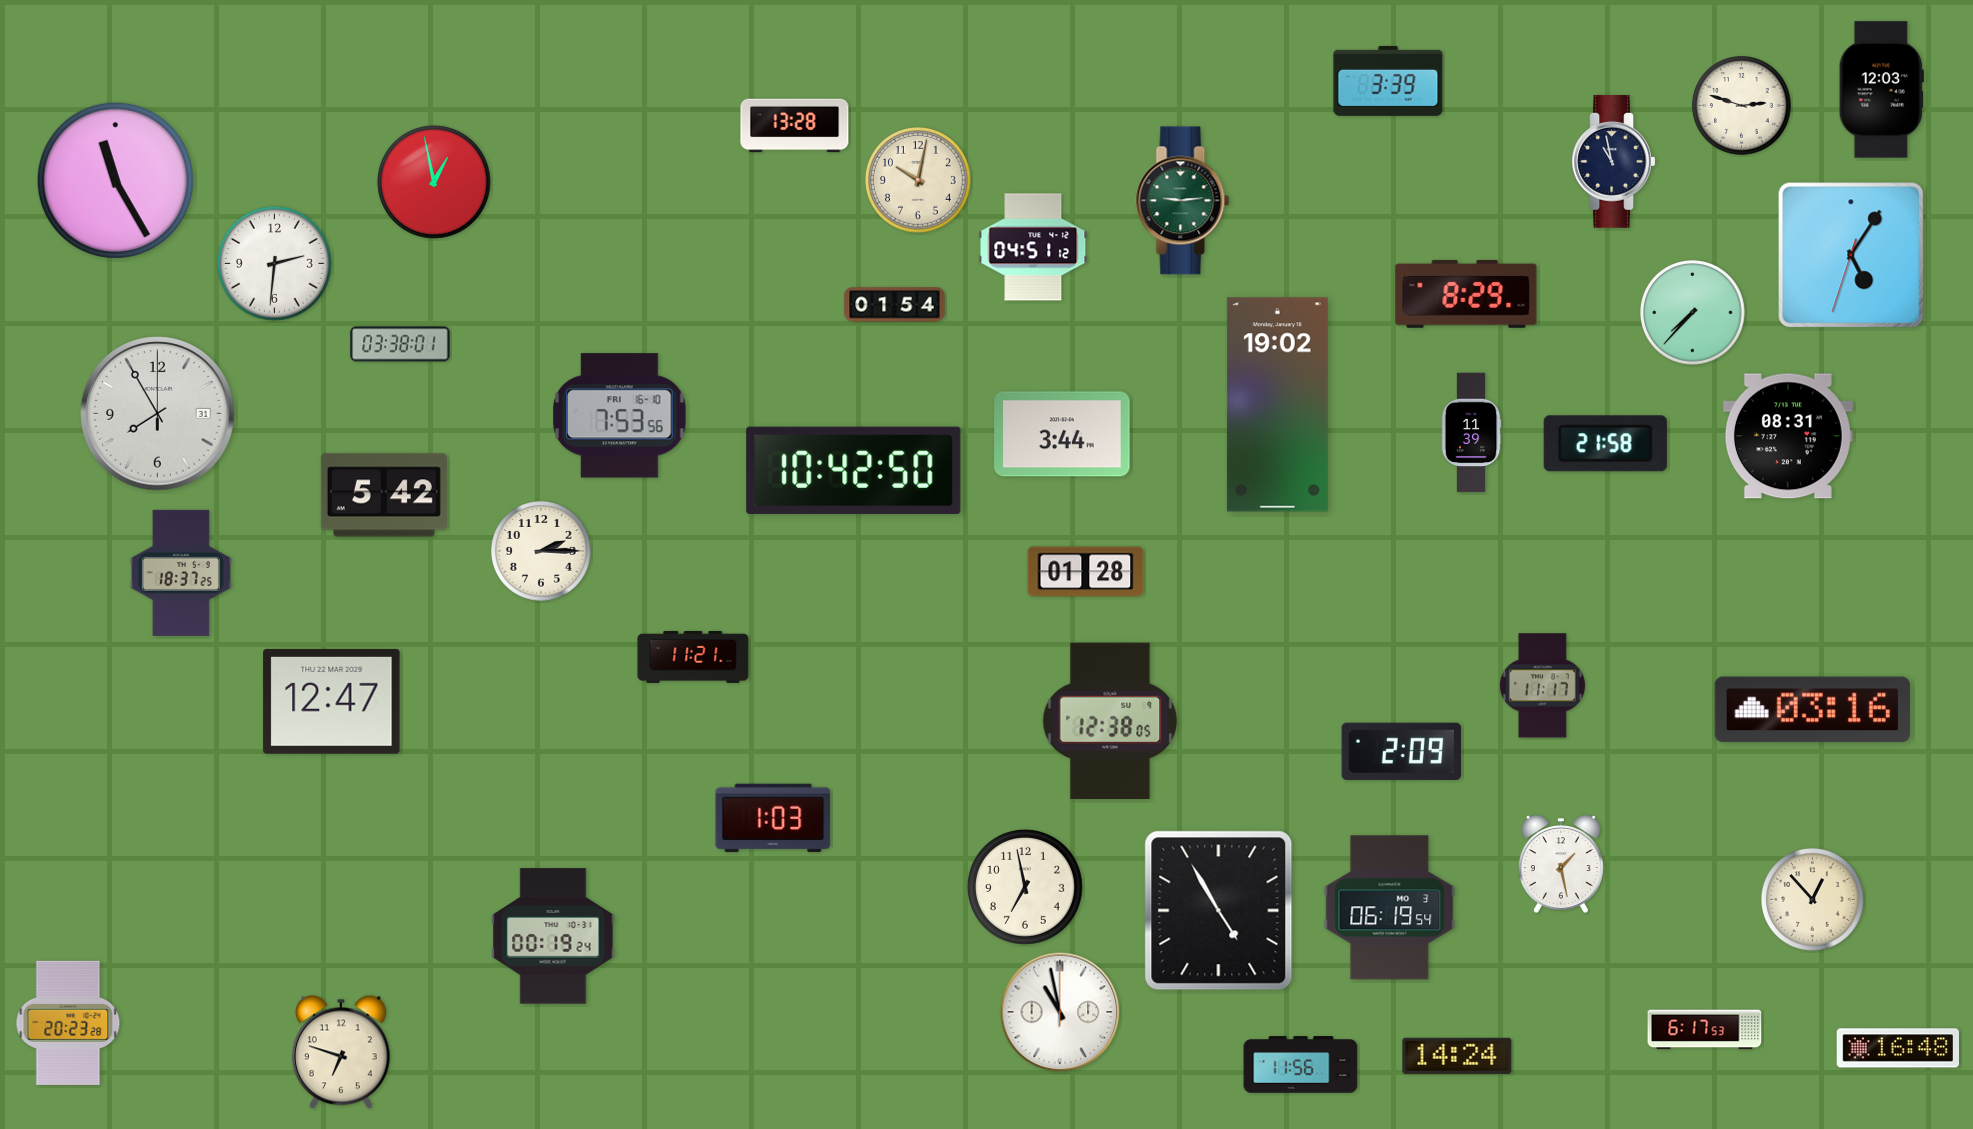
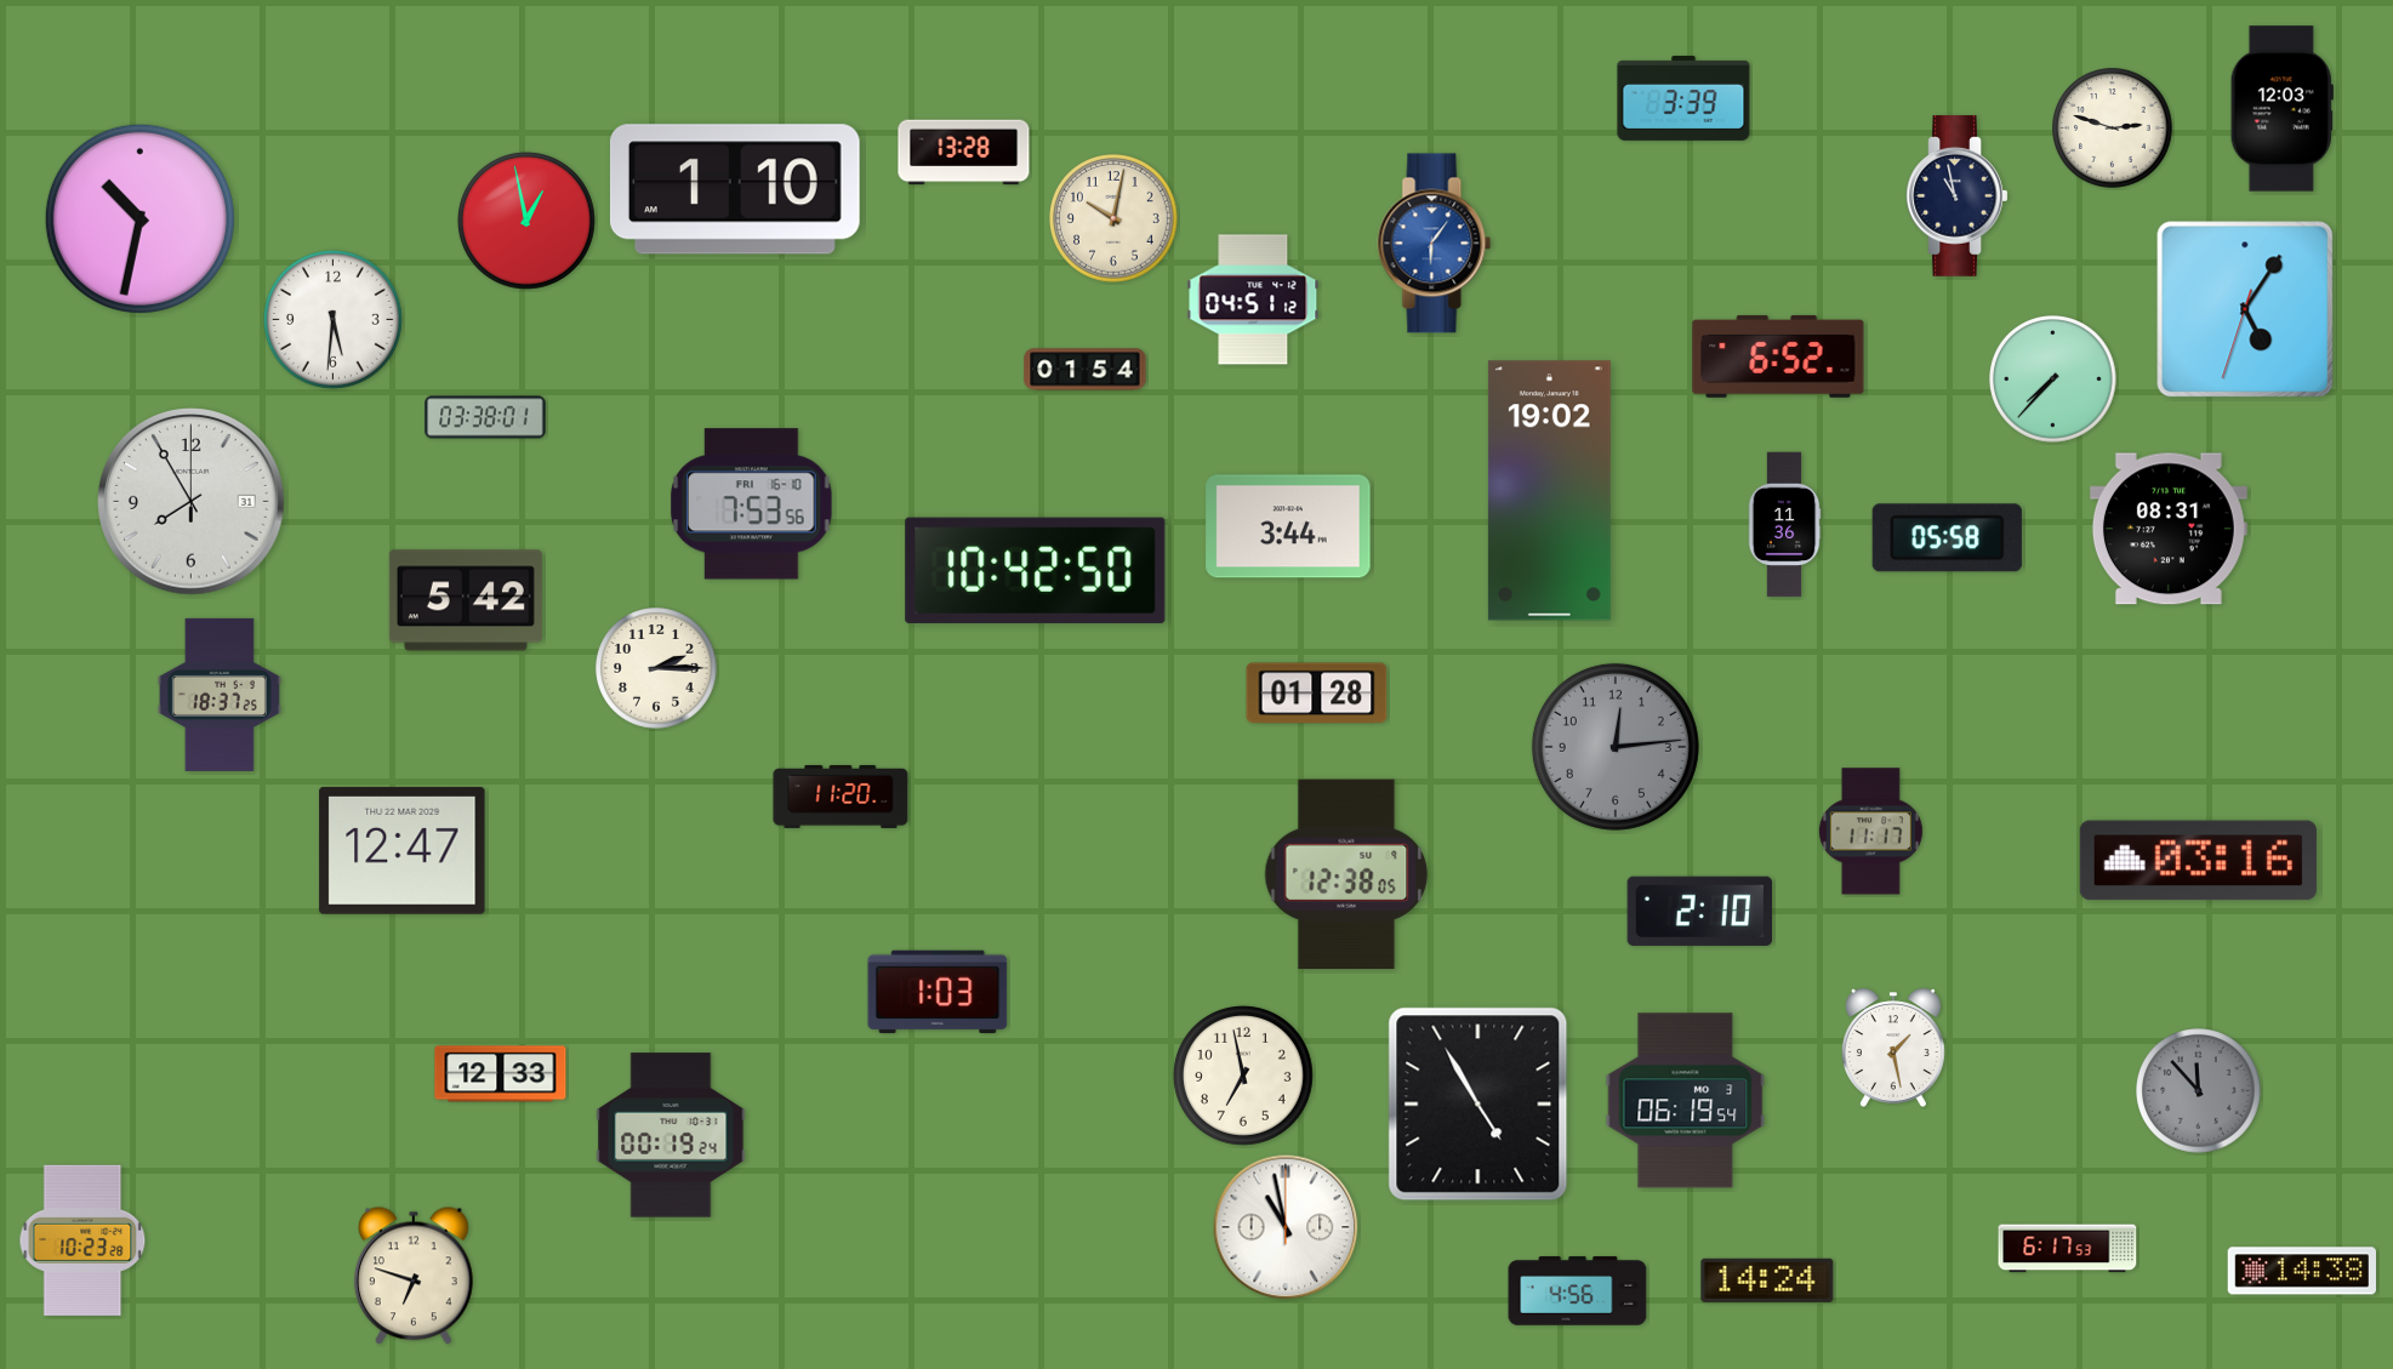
clock at (735, 189): none -> 1:10
clock at (115, 180): 11:25 -> 10:32
clock at (1183, 201): 9:14 -> 6:06
clock at (1183, 201) dial: green -> blue
clock at (274, 263): 2:31 -> 5:31
clock at (1466, 294): 8:29 -> 6:52
clock at (1471, 433): 11:39 -> 11:36
clock at (1605, 444): 21:58 -> 05:58
clock at (1616, 747): none -> 12:14
clock at (693, 657): 11:21 -> 11:20
clock at (1402, 751): 2:09 -> 2:10
clock at (501, 1074): none -> 12:33
clock at (1813, 900): 12:53 -> 11:53
clock at (1813, 900) dial: cream -> grey
clock at (68, 1023): 20:23 -> 10:23
clock at (1897, 1048): 16:48 -> 14:38
clock at (1301, 1065): 11:56 -> 4:56
